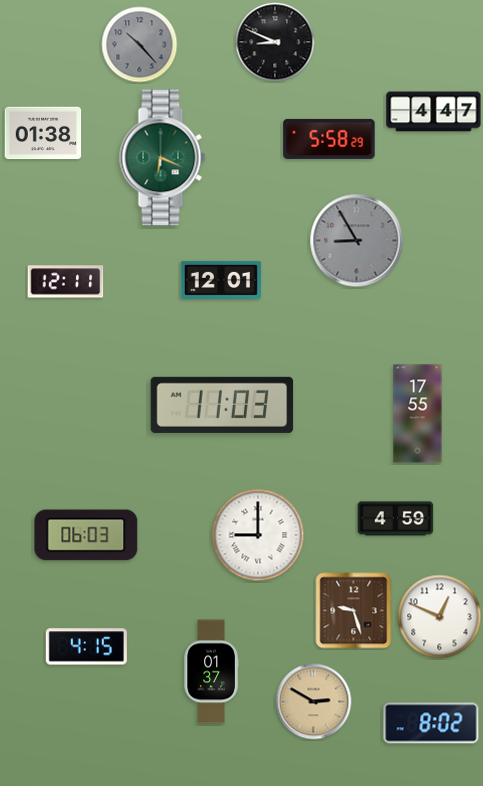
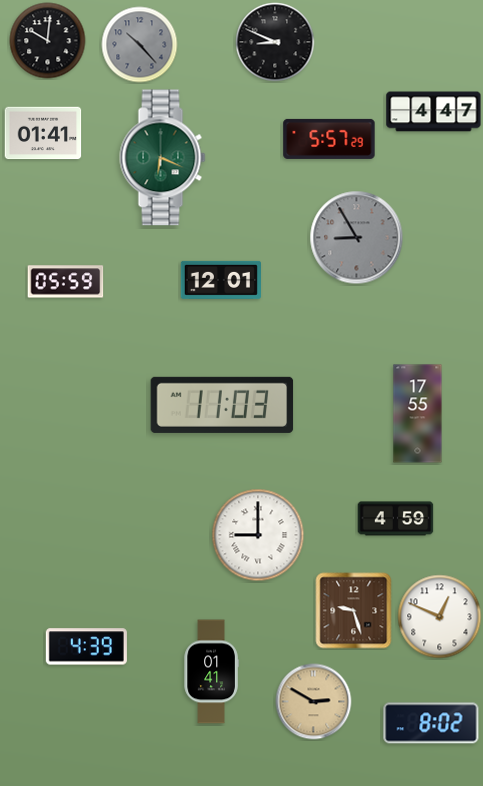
clock at (48, 41): none -> 10:01
clock at (43, 133): 01:38 -> 01:41
clock at (329, 139): 5:58 -> 5:57
clock at (357, 241) position: (357, 241) -> (357, 238)
clock at (66, 282): 12:11 -> 05:59
clock at (86, 535): 06:03 -> none
clock at (86, 647): 4:15 -> 4:39
clock at (211, 672): 01:37 -> 01:41
